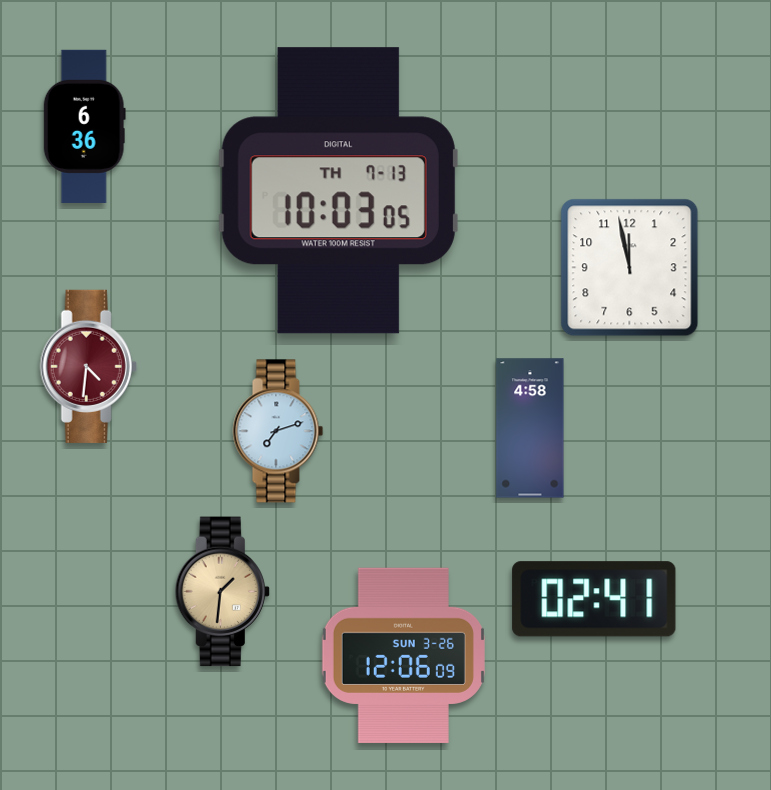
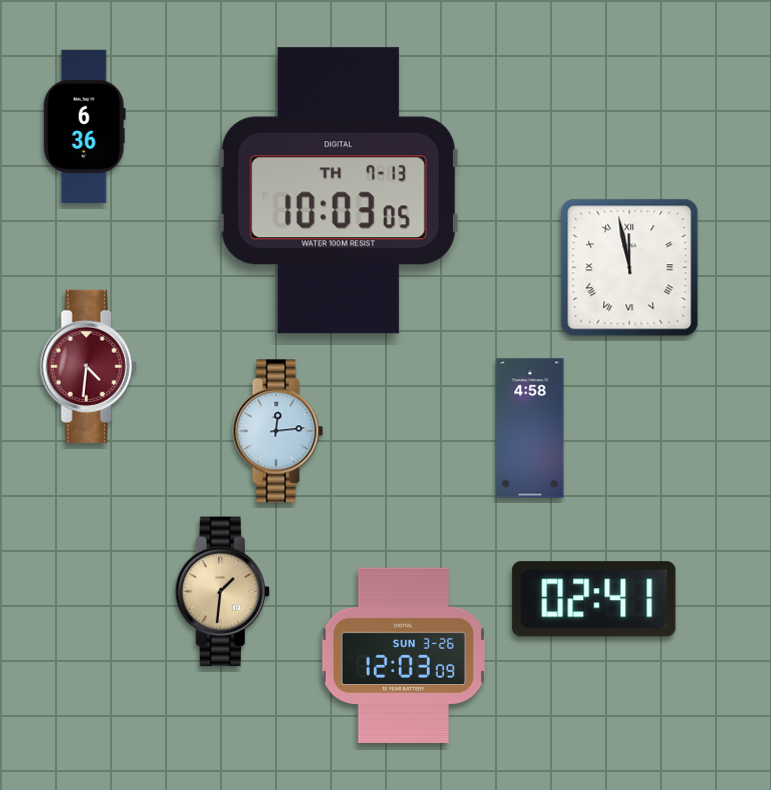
clock at (630, 268) numerals: Arabic -> Roman
clock at (278, 431): 7:12 -> 12:14
clock at (403, 655): 12:06 -> 12:03
